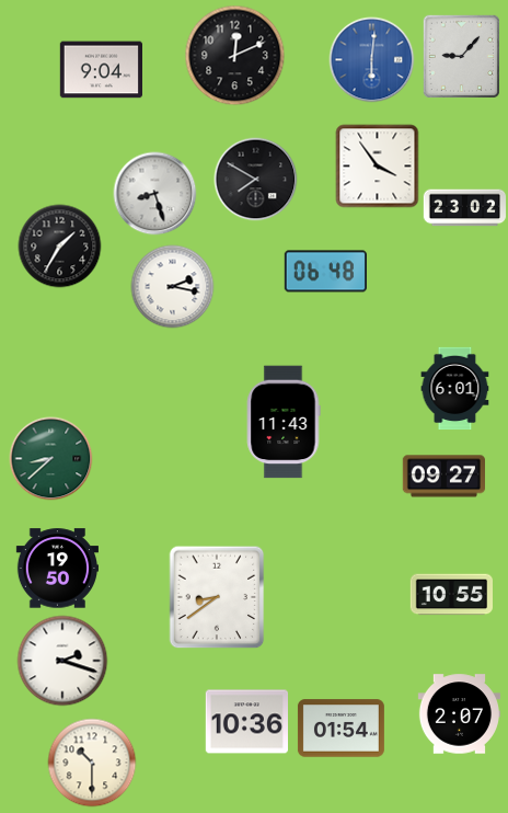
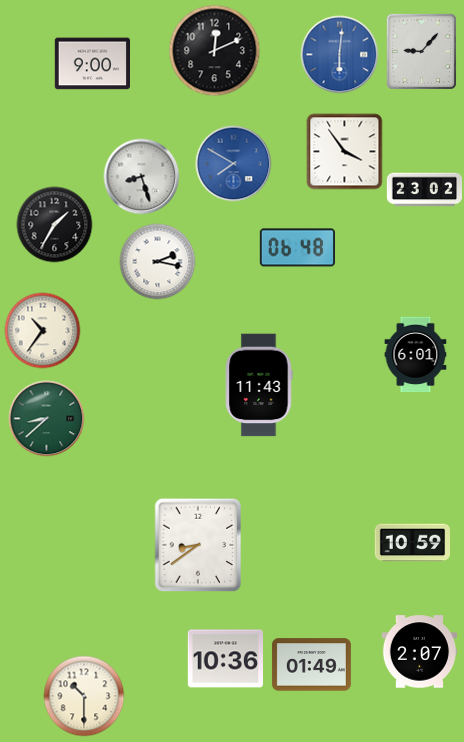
clock at (101, 70): 9:04 -> 9:00
clock at (256, 180) dial: black -> blue
clock at (43, 331): none -> 10:36
clock at (443, 477): 09:27 -> none
clock at (57, 569): 19:50 -> none
clock at (451, 595): 10:55 -> 10:59
clock at (62, 661): 2:18 -> none
clock at (340, 729): 01:54 -> 01:49
